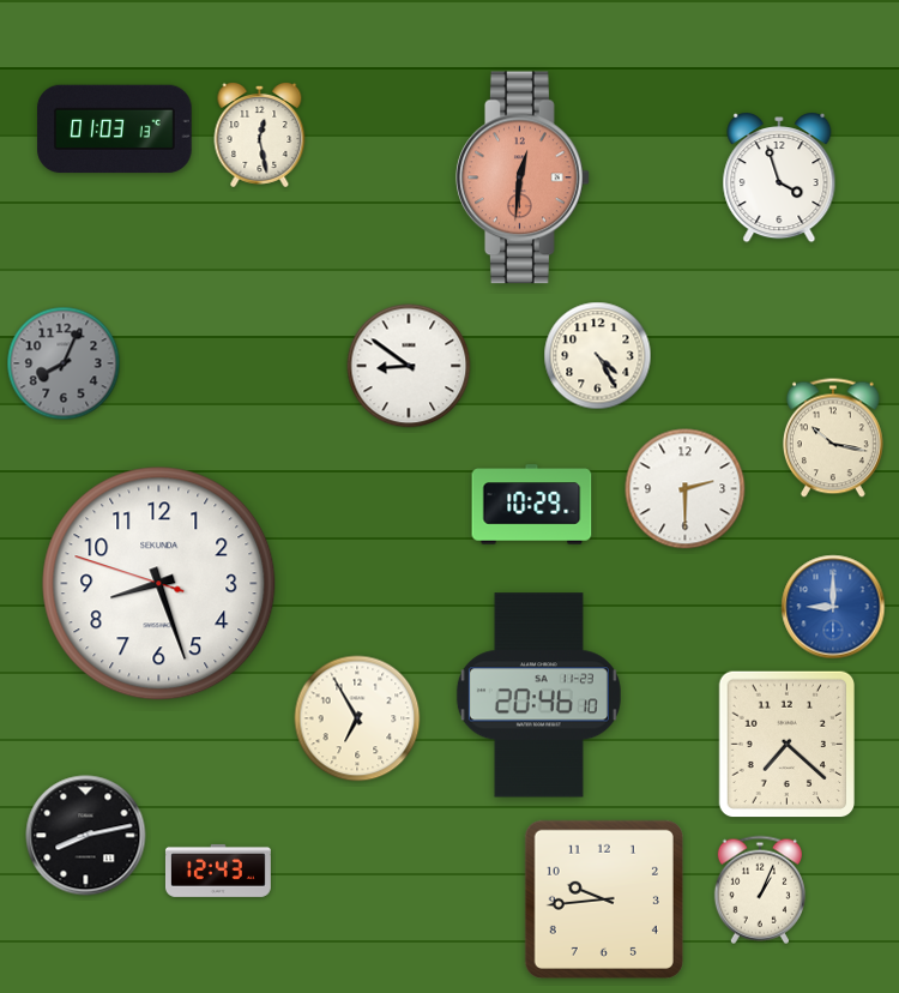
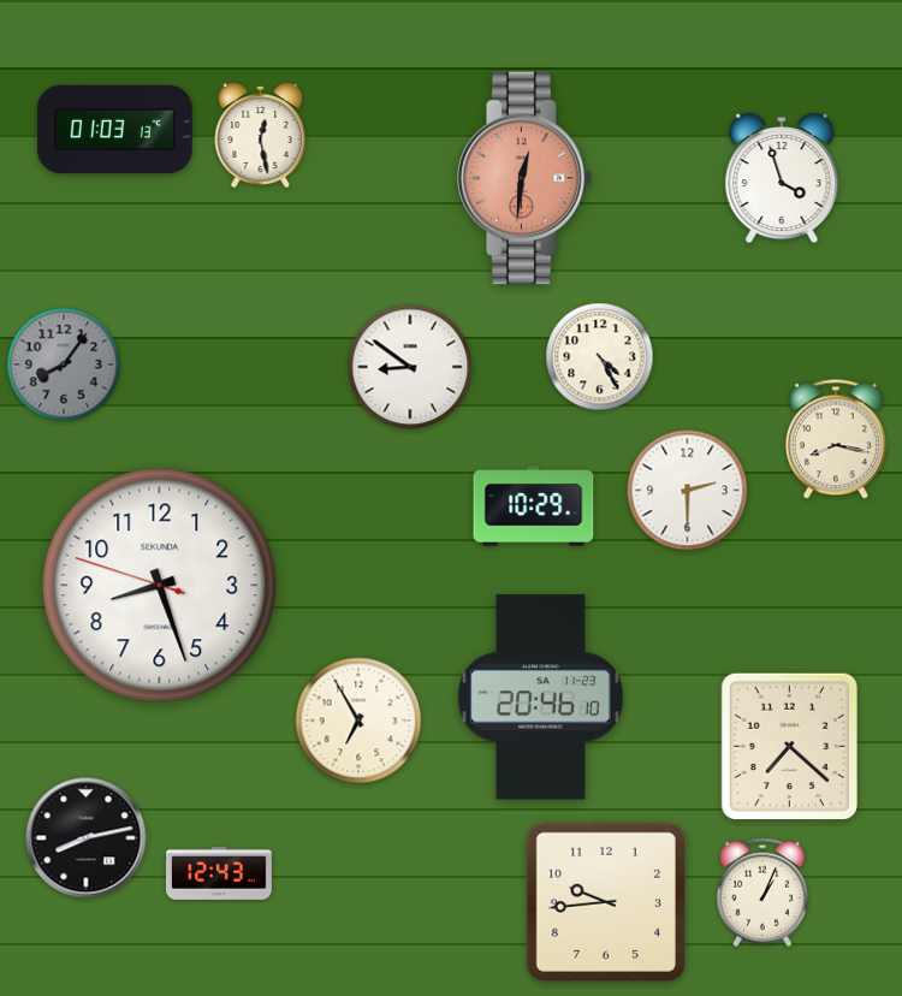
clock at (64, 363): 8:04 -> 8:06
clock at (833, 438): 10:17 -> 8:17
clock at (833, 607): 9:00 -> none
